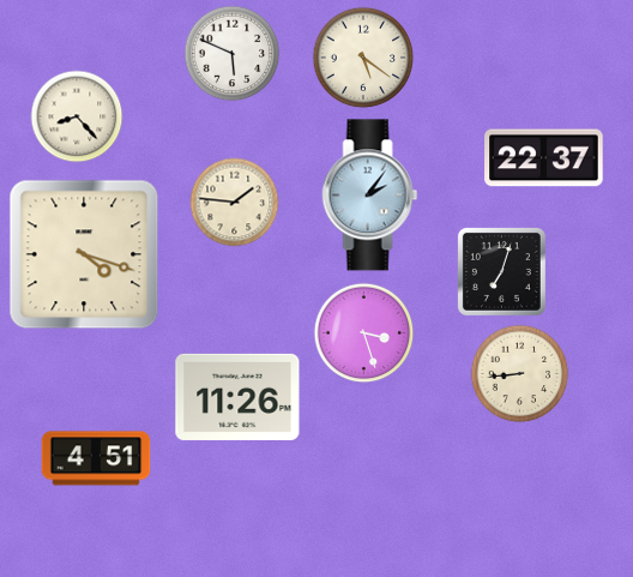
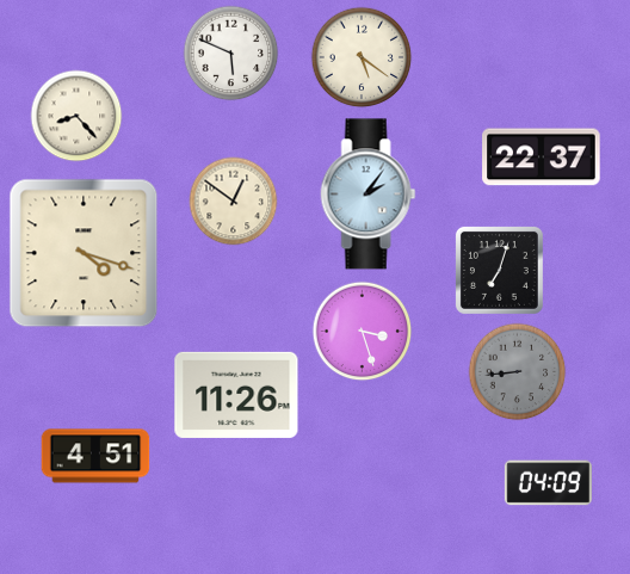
clock at (235, 203): 1:46 -> 12:51
clock at (520, 374) dial: cream -> grey
clock at (548, 483): none -> 04:09
